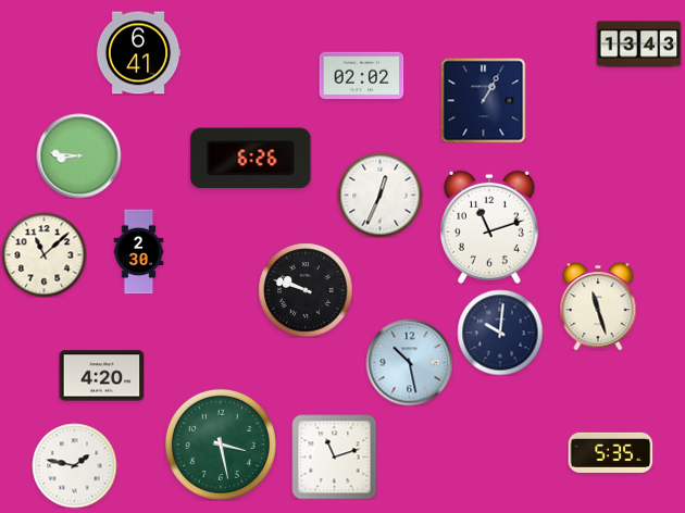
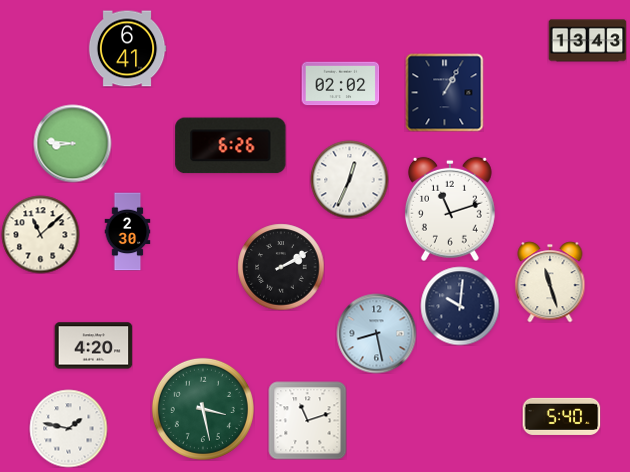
clock at (361, 76) position: (361, 76) -> (340, 84)
clock at (306, 290): 9:48 -> 2:10
clock at (409, 362): 10:28 -> 8:28
clock at (610, 452): 5:35 -> 5:40
